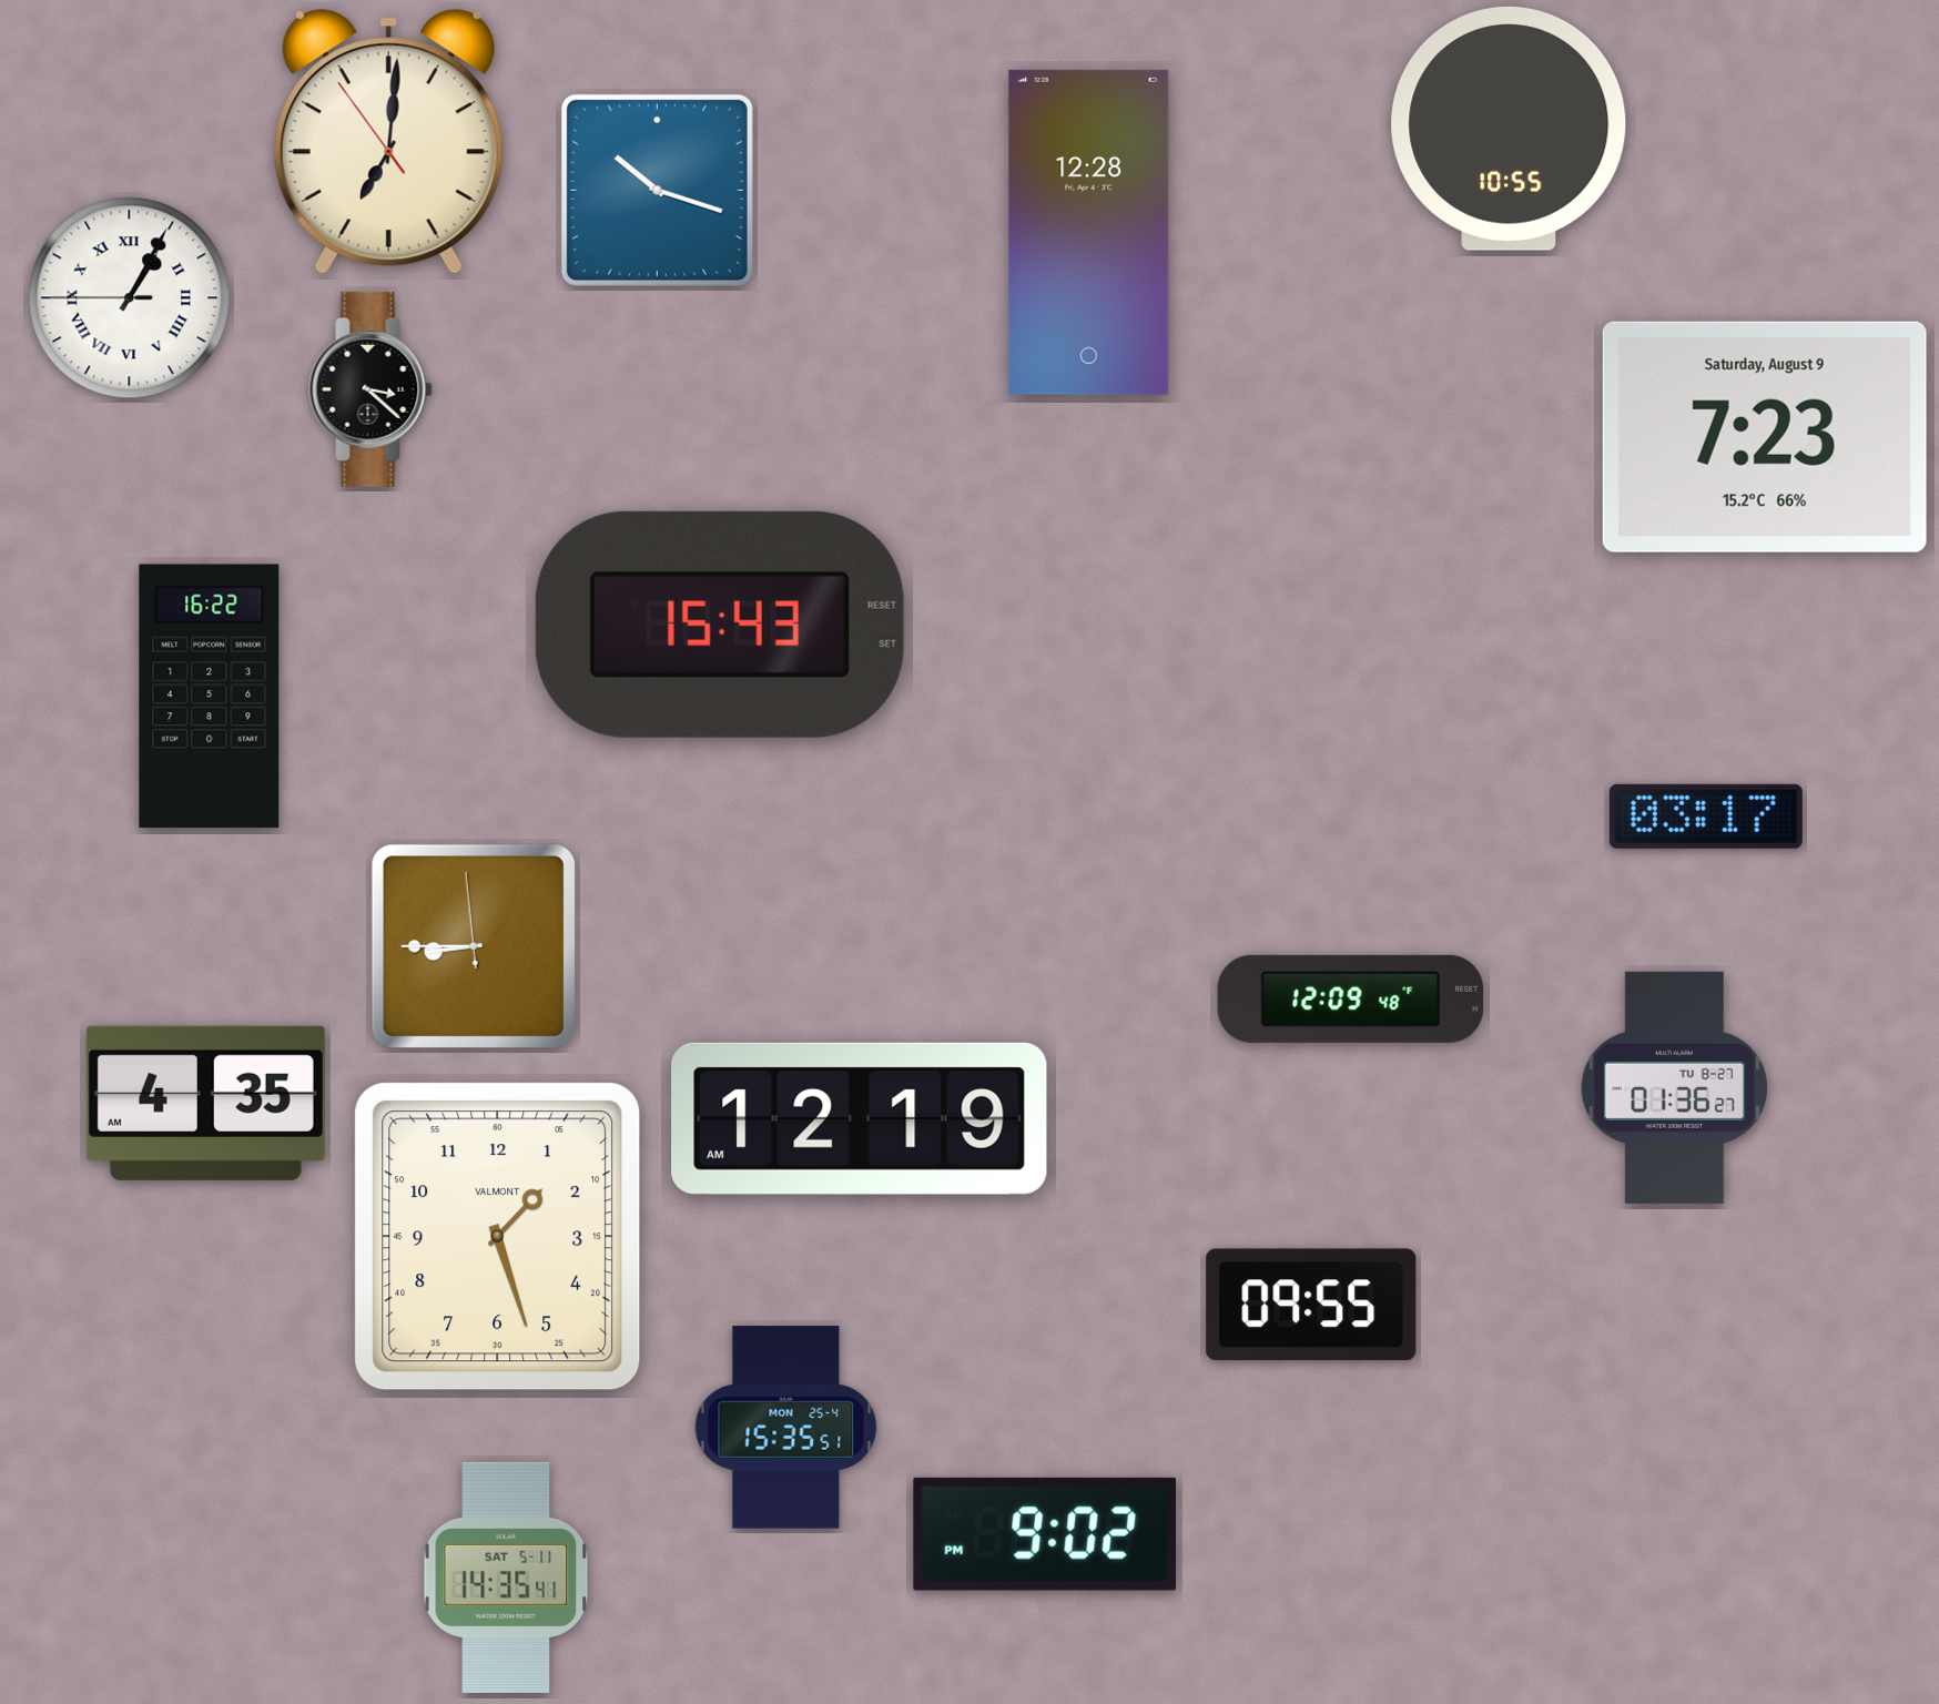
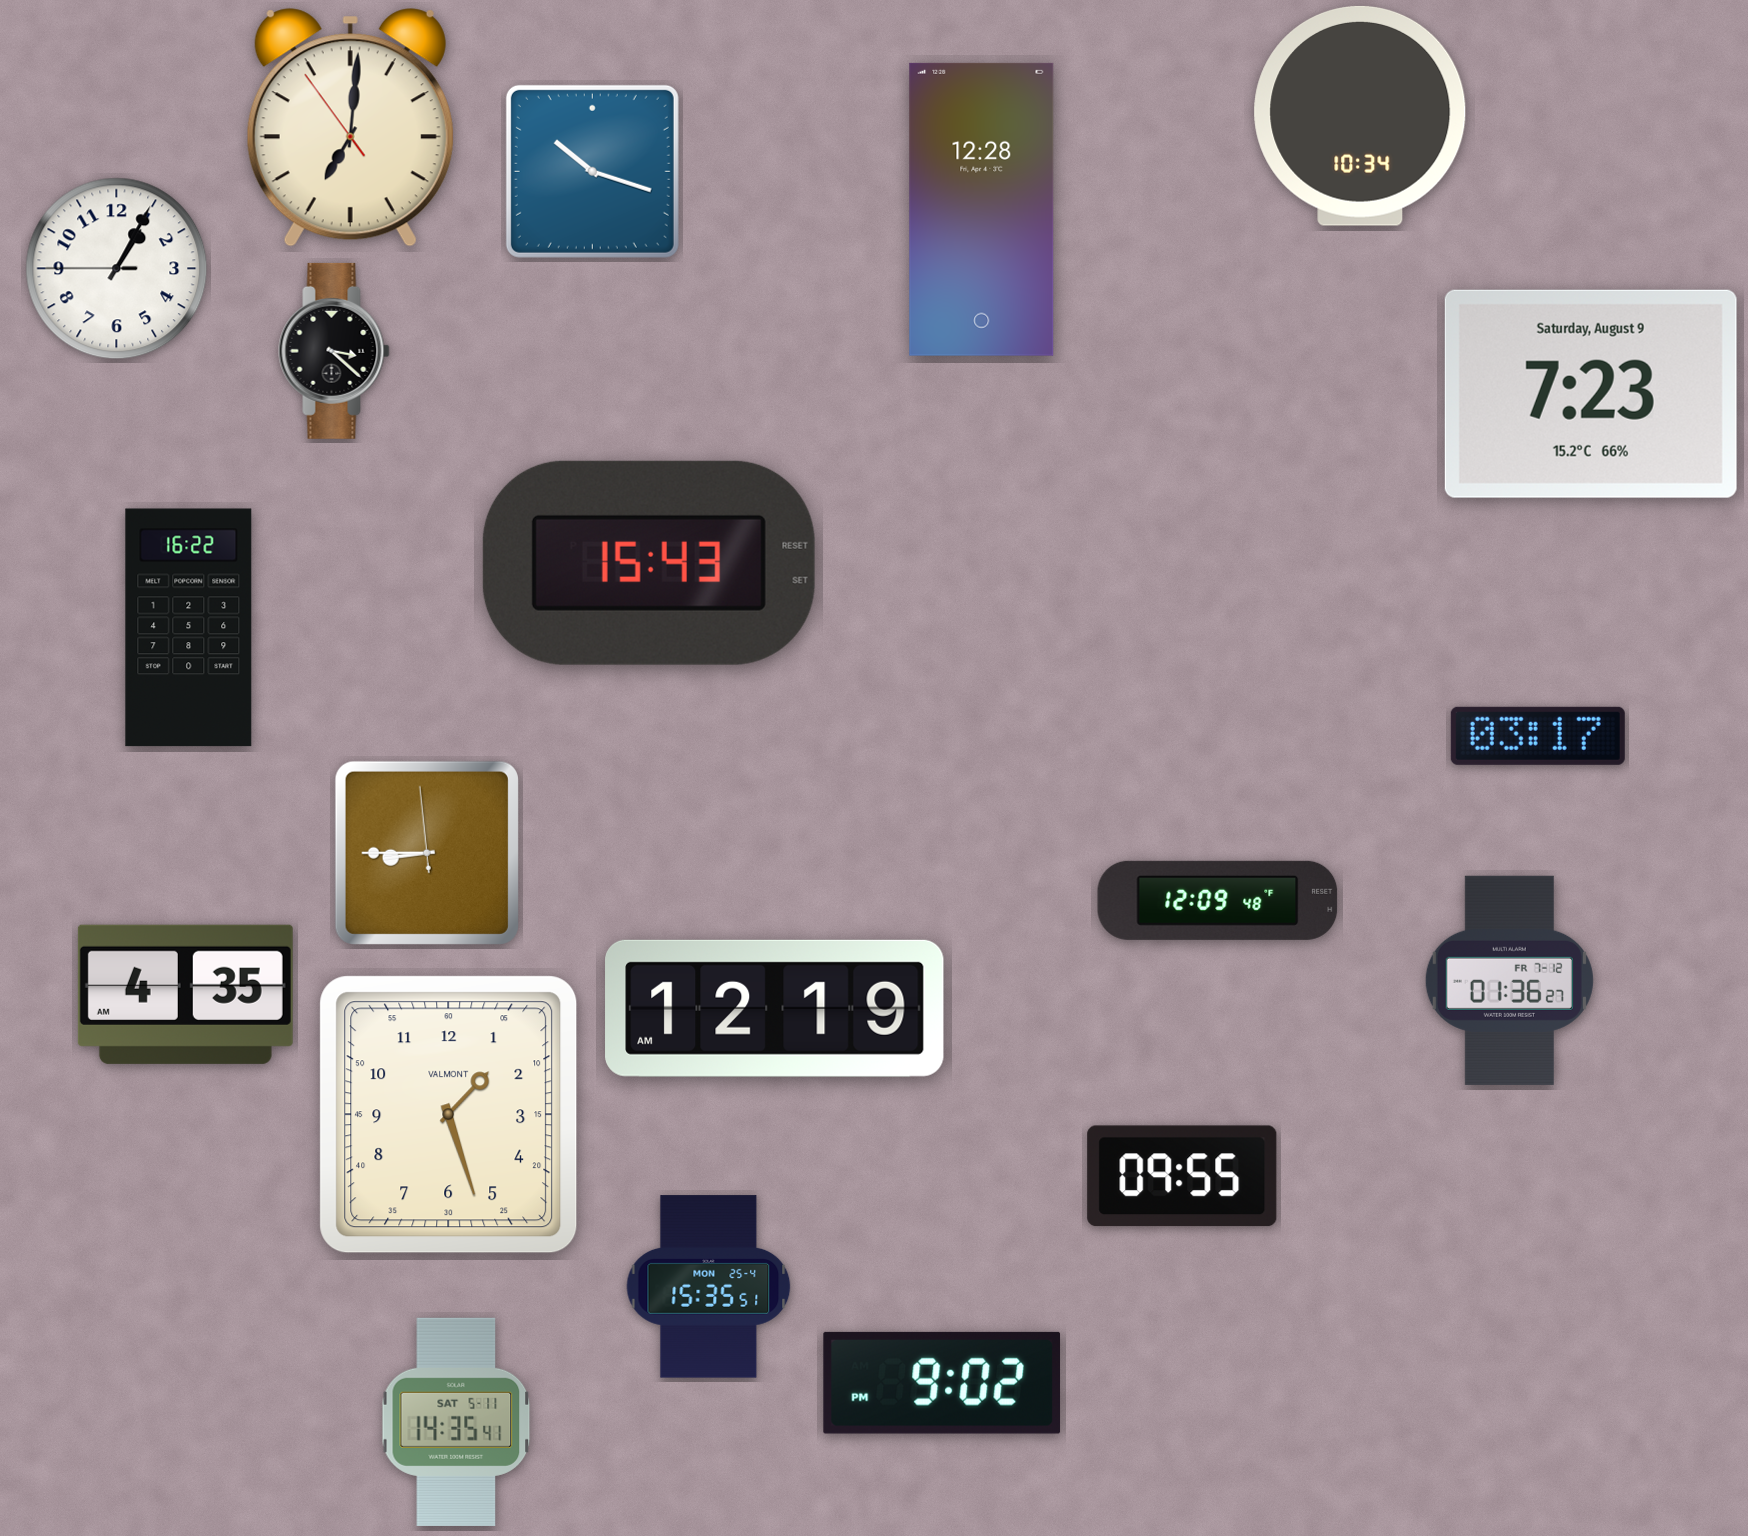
clock at (1509, 129): 10:55 -> 10:34
clock at (130, 298) numerals: Roman -> Arabic
clock at (1674, 1087) date: TU 8-27 -> FR 7-12
